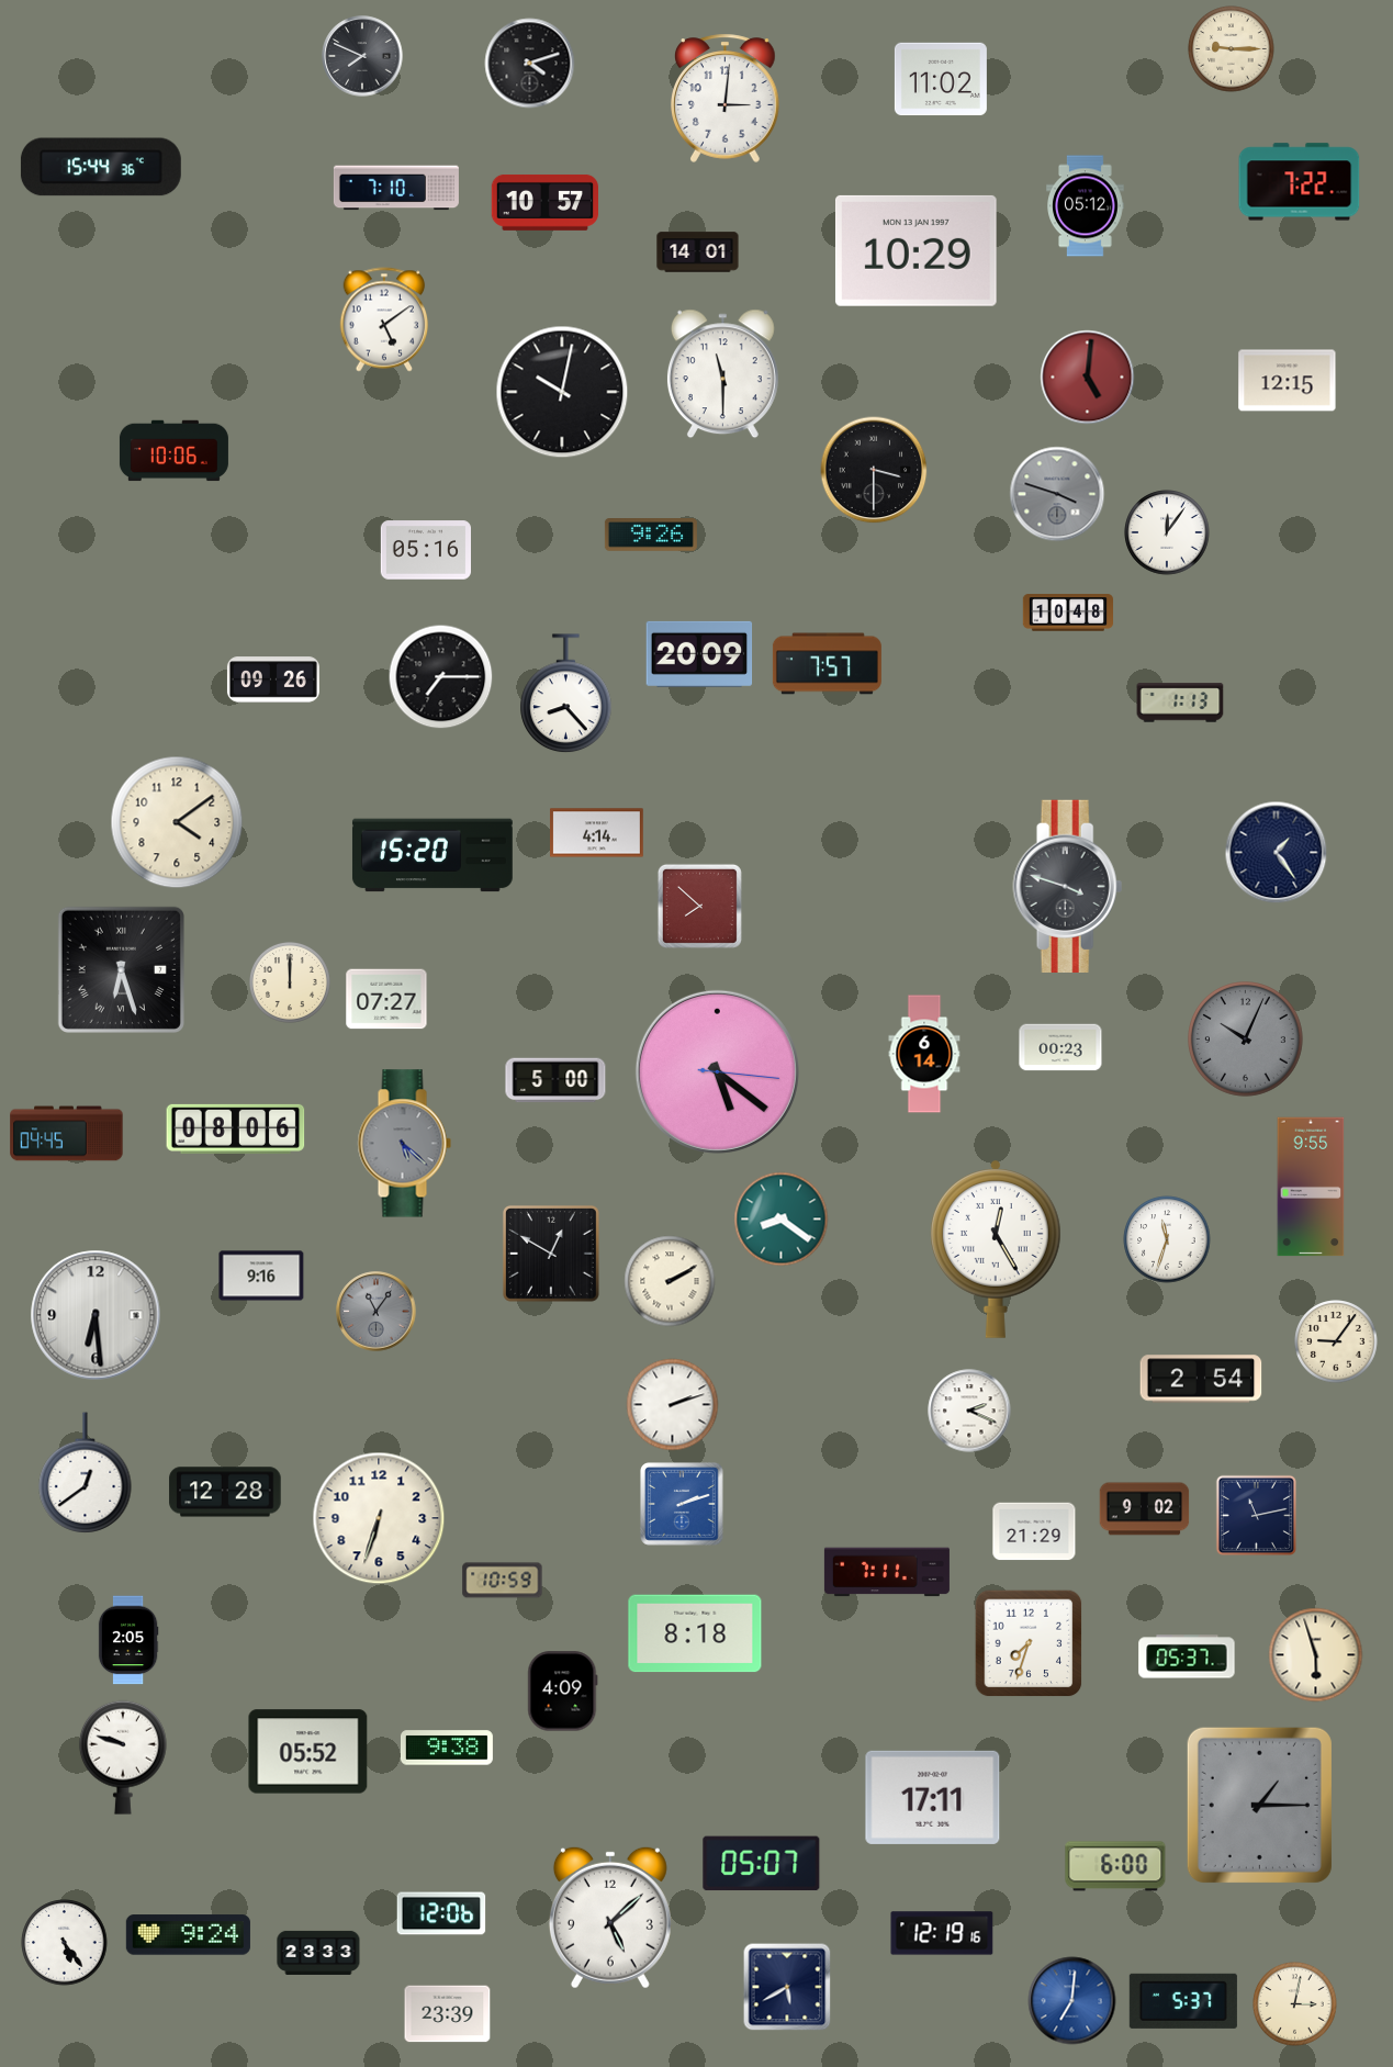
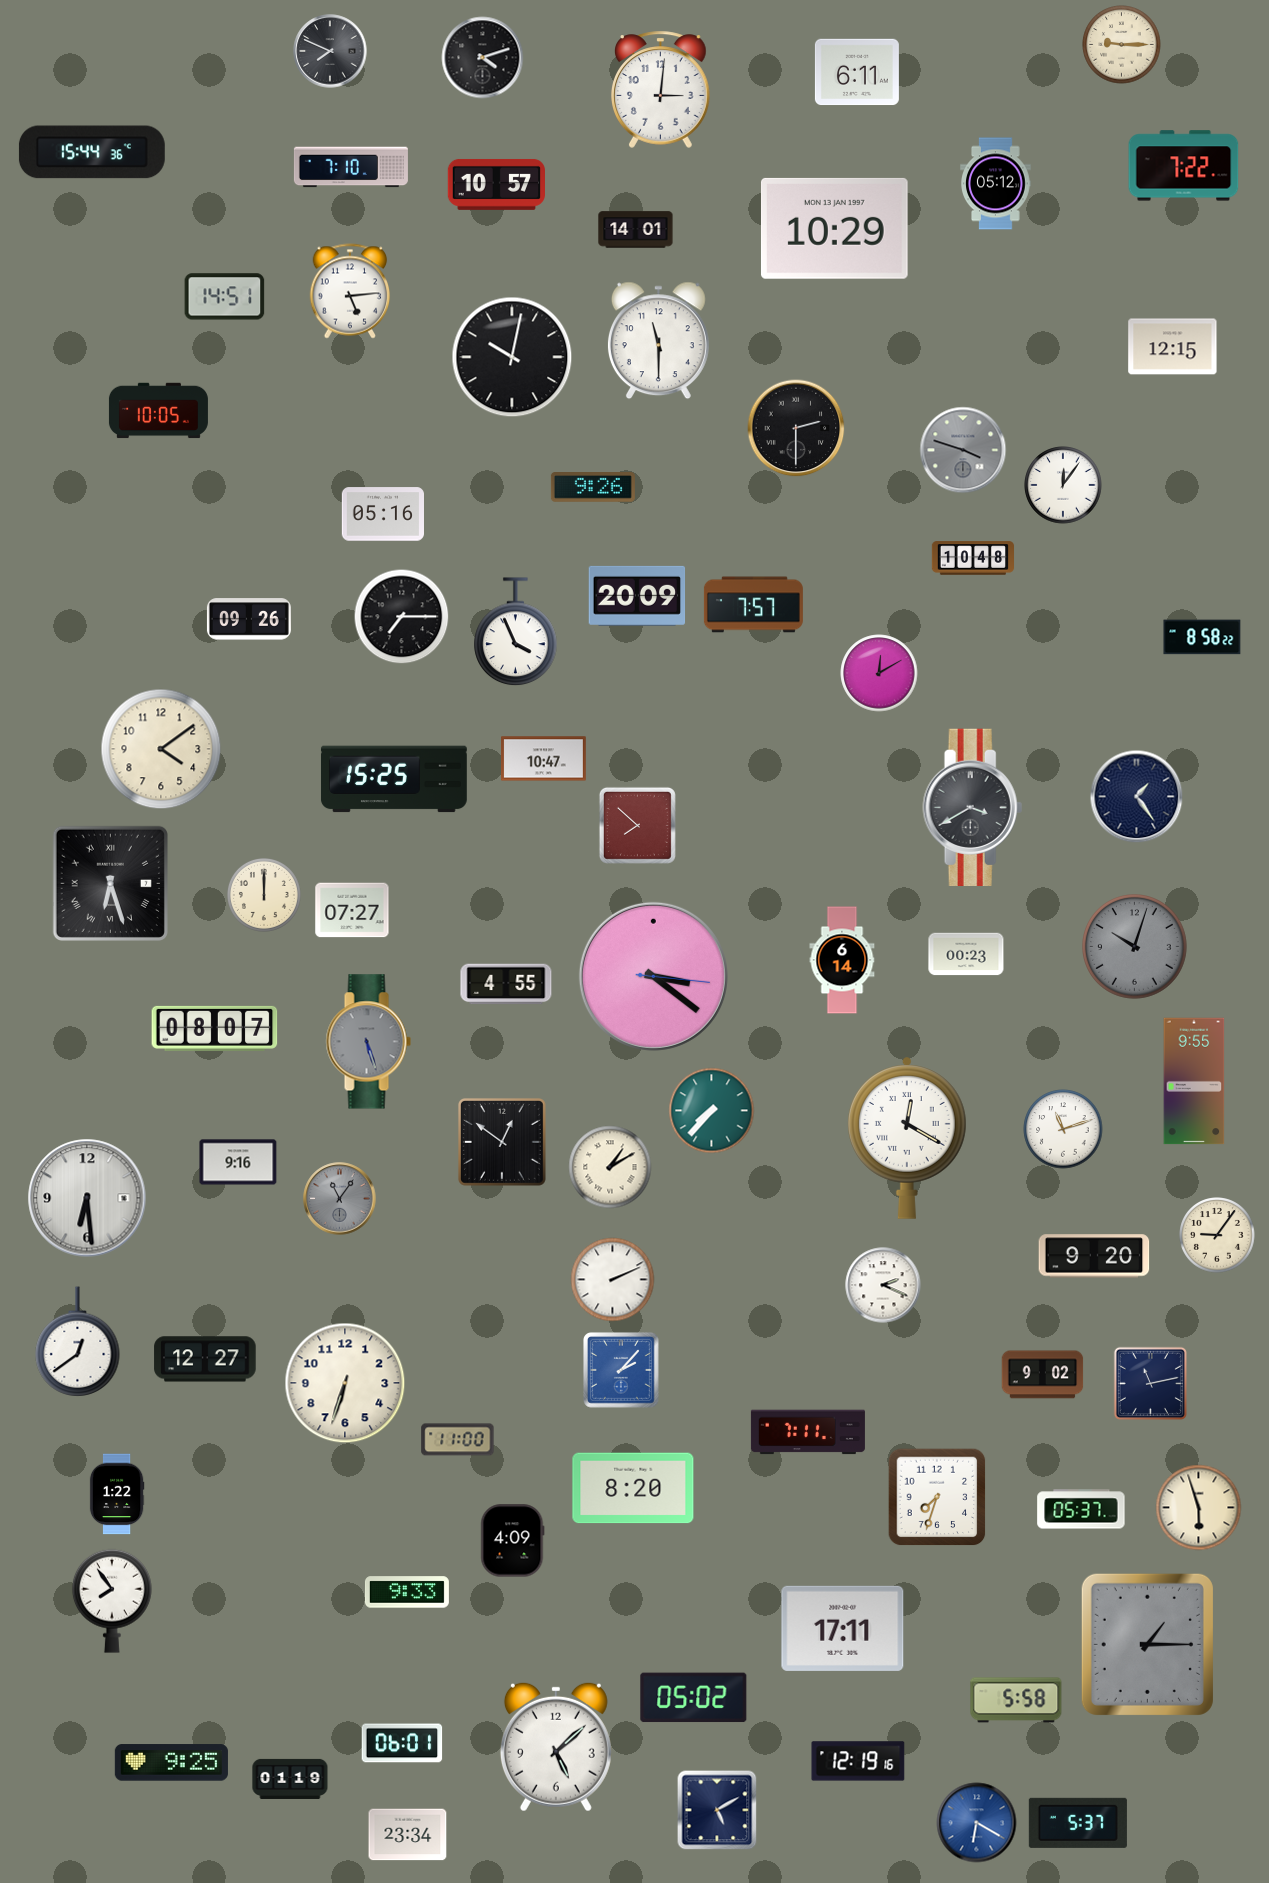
clock at (941, 79): 11:02 -> 6:11
clock at (396, 188) position: (396, 188) -> (351, 167)
clock at (1086, 206) position: (1086, 206) -> (996, 184)
clock at (384, 319): 5:09 -> 5:14
clock at (225, 297): none -> 14:51
clock at (1088, 378): 5:01 -> none
clock at (173, 451): 10:06 -> 10:05
clock at (874, 470): 3:30 -> 2:30
clock at (425, 550) position: (425, 550) -> (382, 514)
clock at (566, 694): 8:23 -> 3:56
clock at (1202, 637): none -> 8:58
clock at (1180, 703): 1:13 -> none
clock at (879, 673): none -> 12:10
clock at (597, 833): 4:14 -> 10:47
clock at (1277, 853) position: (1277, 853) -> (1137, 797)
clock at (432, 855): 15:20 -> 15:25
clock at (1068, 886): 3:48 -> 3:40
clock at (1246, 1040): 10:04 -> 10:03
clock at (717, 1071): 5:21 -> 3:21
clock at (555, 1080): 5:00 -> 4:55
clock at (236, 1128): 08:06 -> 08:07
clock at (67, 1134): 04:45 -> none
clock at (404, 1144): 5:22 -> 5:27
clock at (782, 1220): 8:21 -> 7:37
clock at (1167, 1239): 11:33 -> 11:12
clock at (996, 1249): 12:25 -> 12:20
clock at (551, 1254): 12:50 -> 12:51
clock at (670, 1281): 2:10 -> 1:10
clock at (377, 1312) position: (377, 1312) -> (340, 1199)
clock at (1336, 1341) position: (1336, 1341) -> (1217, 1235)
clock at (1201, 1379): 2:54 -> 9:20
clock at (673, 1405): 2:12 -> 2:11
clock at (225, 1492): 12:28 -> 12:27
clock at (683, 1505): 2:12 -> 2:07
clock at (1256, 1515) position: (1256, 1515) -> (1150, 1383)
clock at (1034, 1531): 21:29 -> none
clock at (503, 1581): 10:59 -> 11:00
clock at (695, 1633): 8:18 -> 8:20
clock at (128, 1640): 2:05 -> 1:22
clock at (447, 1748): 9:38 -> 9:33
clock at (308, 1752): 05:52 -> none
clock at (123, 1757): 9:48 -> 7:54
clock at (933, 1797) position: (933, 1797) -> (843, 1628)
clock at (762, 1864): 05:07 -> 05:02
clock at (1115, 1866): 6:00 -> 5:58
clock at (441, 1913): 12:06 -> 06:01
clock at (188, 1935): 9:24 -> 9:25
clock at (65, 1943): 5:24 -> none
clock at (318, 1953): 23:33 -> 01:19
clock at (787, 1987): 5:40 -> 5:10
clock at (1072, 2001): 7:01 -> 6:20
clock at (1295, 2004): 3:02 -> none
clock at (448, 2014): 23:39 -> 23:34
